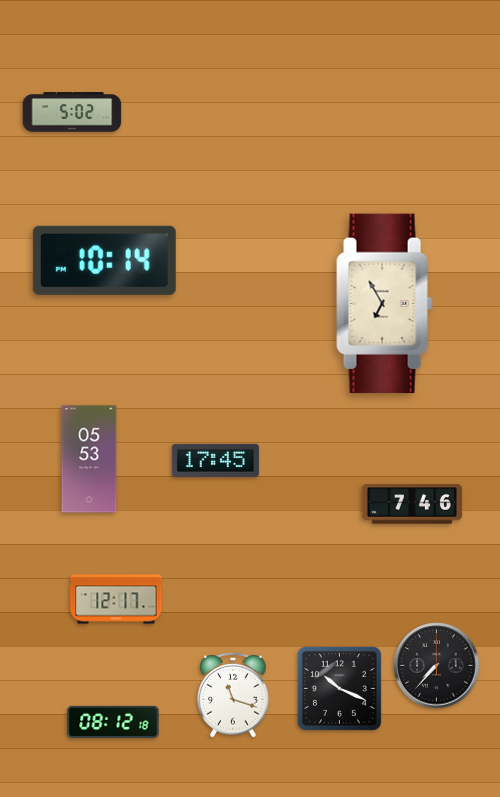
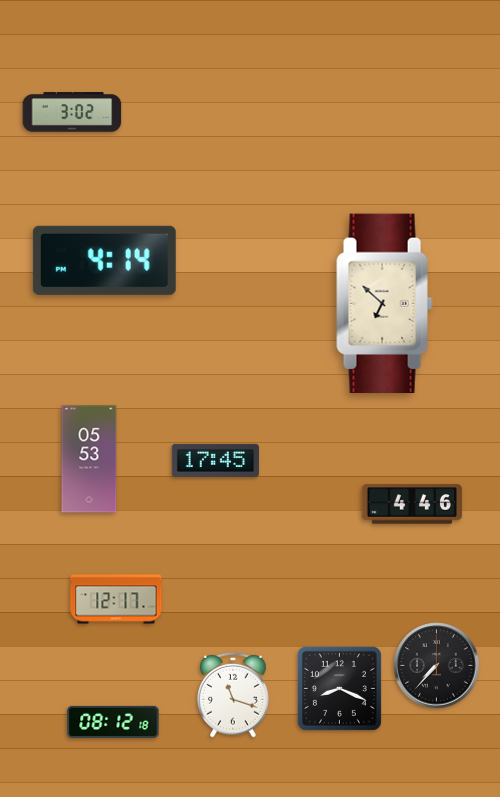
clock at (72, 112): 5:02 -> 3:02
clock at (104, 260): 10:14 -> 4:14
clock at (385, 304): 6:55 -> 6:52
clock at (412, 504): 7:46 -> 4:46
clock at (339, 688): 10:19 -> 8:19
